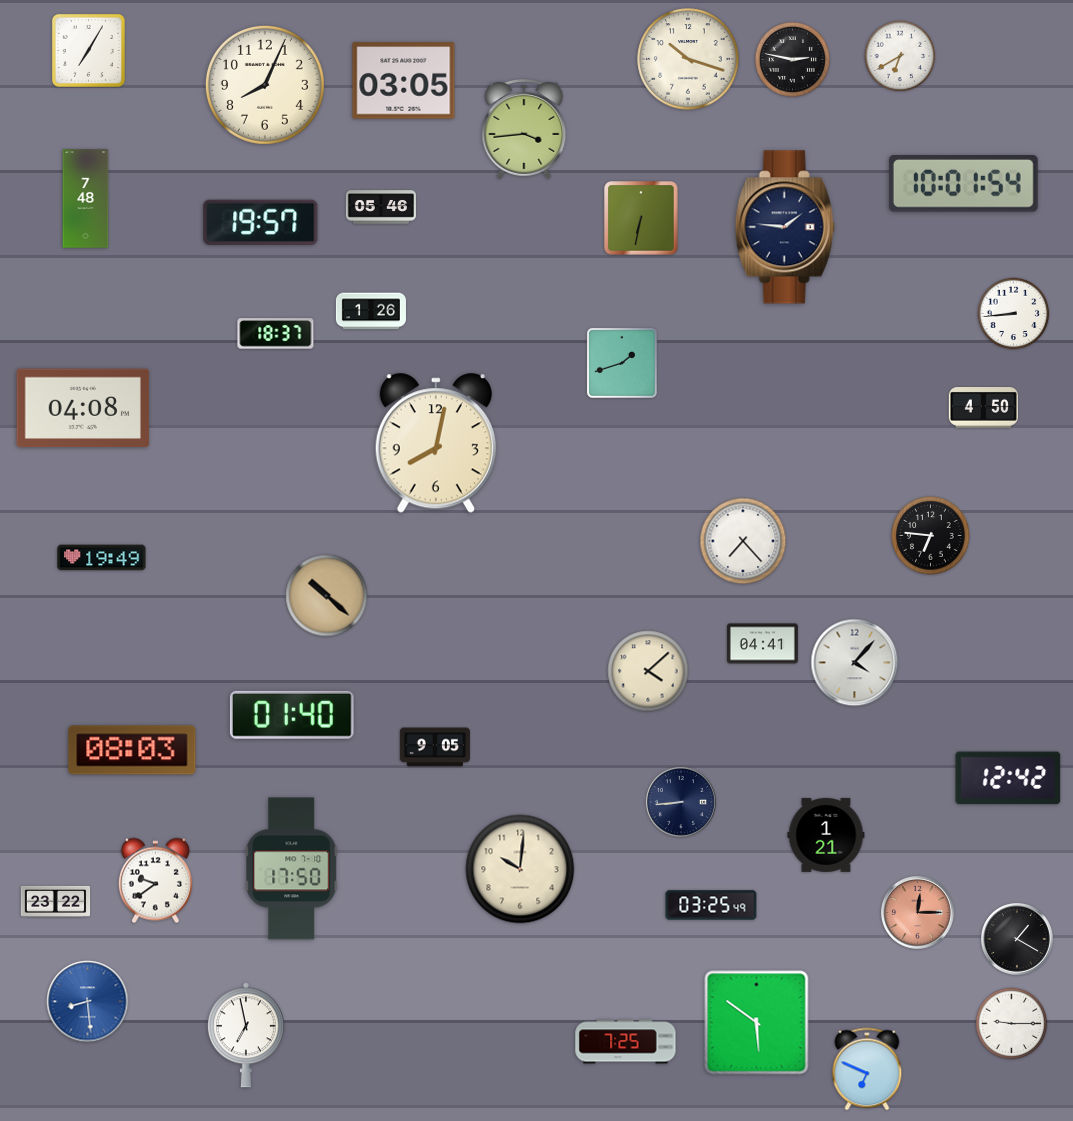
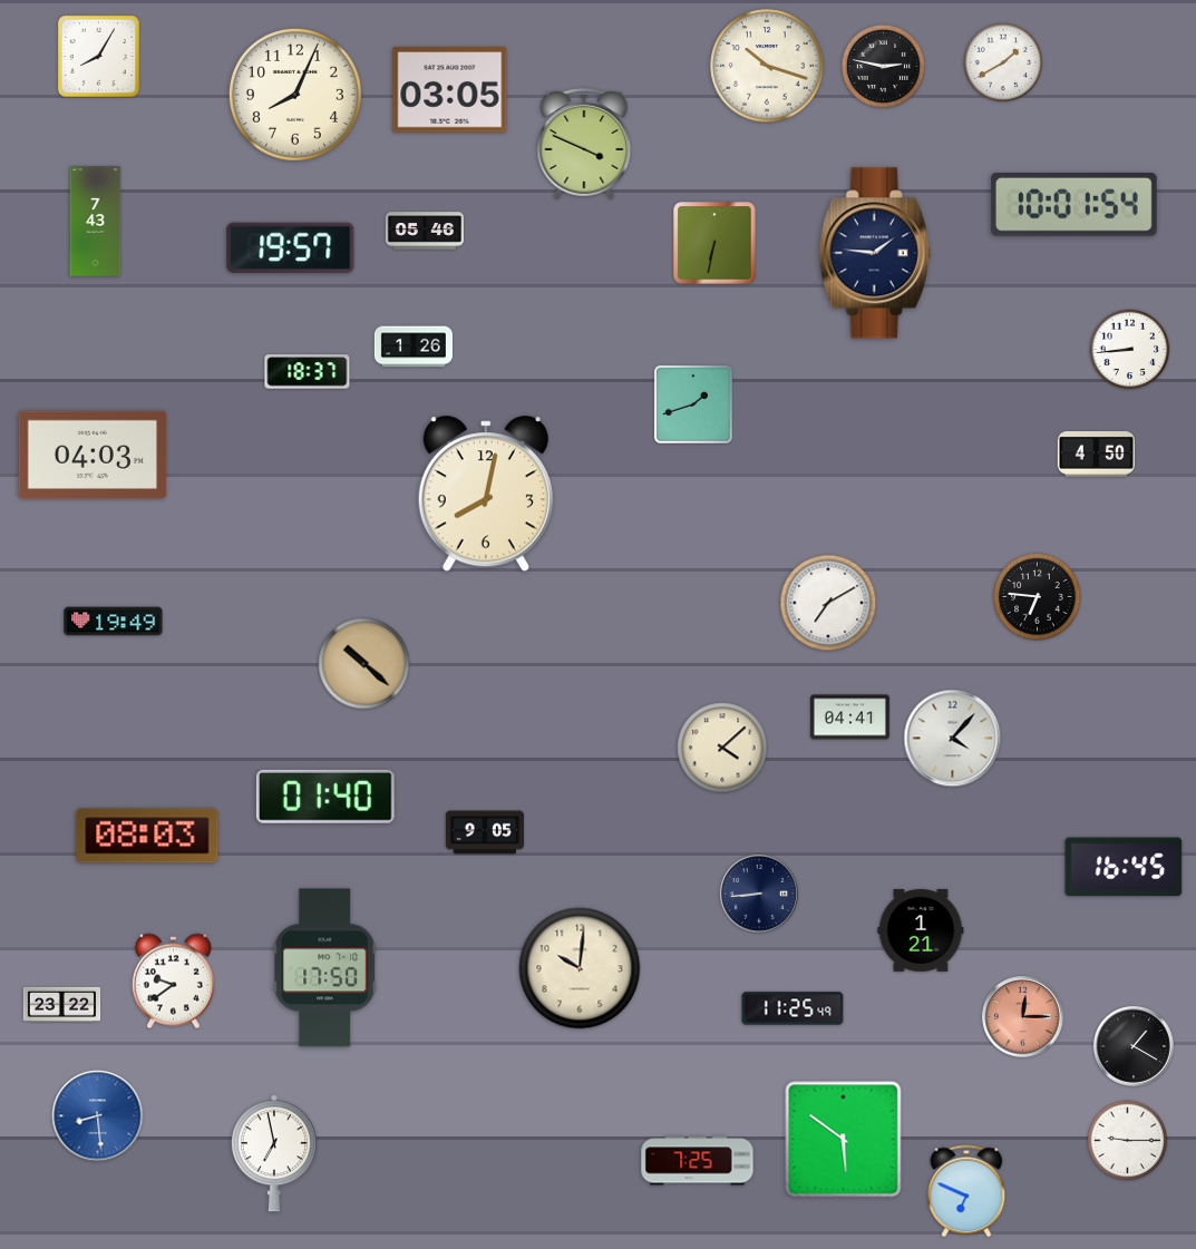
clock at (88, 50): 7:05 -> 8:05
clock at (900, 56): 6:40 -> 1:40
clock at (524, 130): 3:44 -> 3:49
clock at (86, 199): 7:48 -> 7:43
clock at (83, 408): 04:08 -> 04:03
clock at (743, 541): 7:23 -> 7:10
clock at (1008, 778): 12:42 -> 16:45
clock at (711, 905): 03:25 -> 11:25
